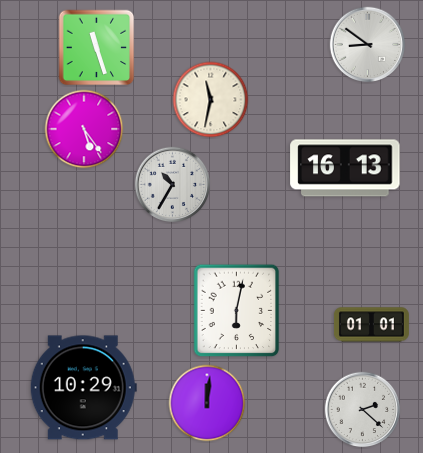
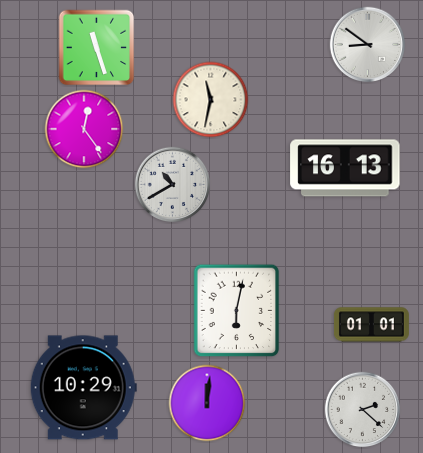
clock at (84, 129): 5:24 -> 12:24
clock at (173, 185): 10:35 -> 10:40
